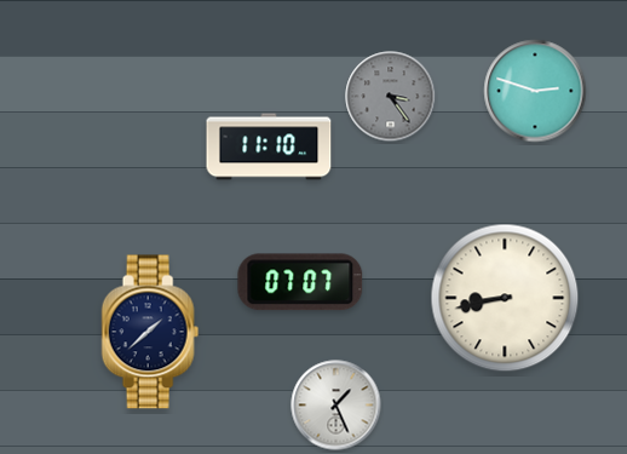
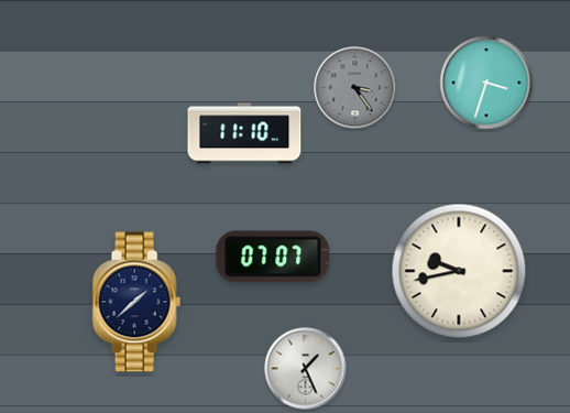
clock at (535, 91): 2:48 -> 3:33
clock at (505, 298): 8:43 -> 9:43
